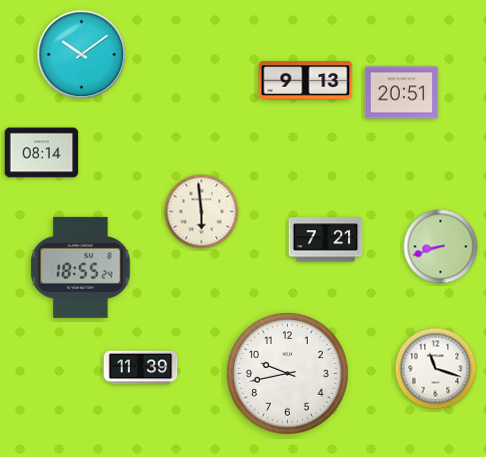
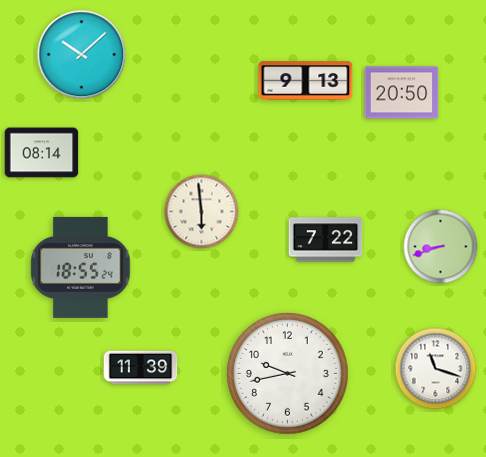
clock at (82, 55): 10:09 -> 10:08
clock at (402, 93): 20:51 -> 20:50
clock at (326, 240): 7:21 -> 7:22
